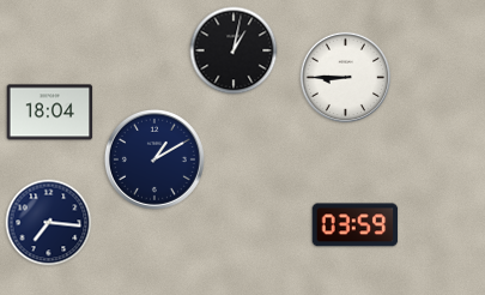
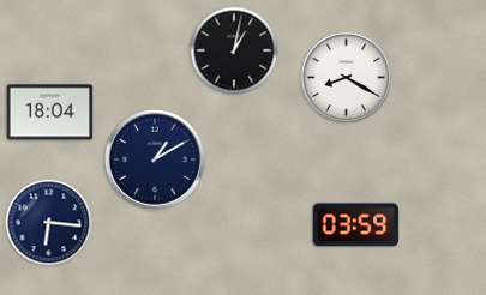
clock at (346, 78): 8:45 -> 8:20
clock at (49, 223): 7:16 -> 6:16
